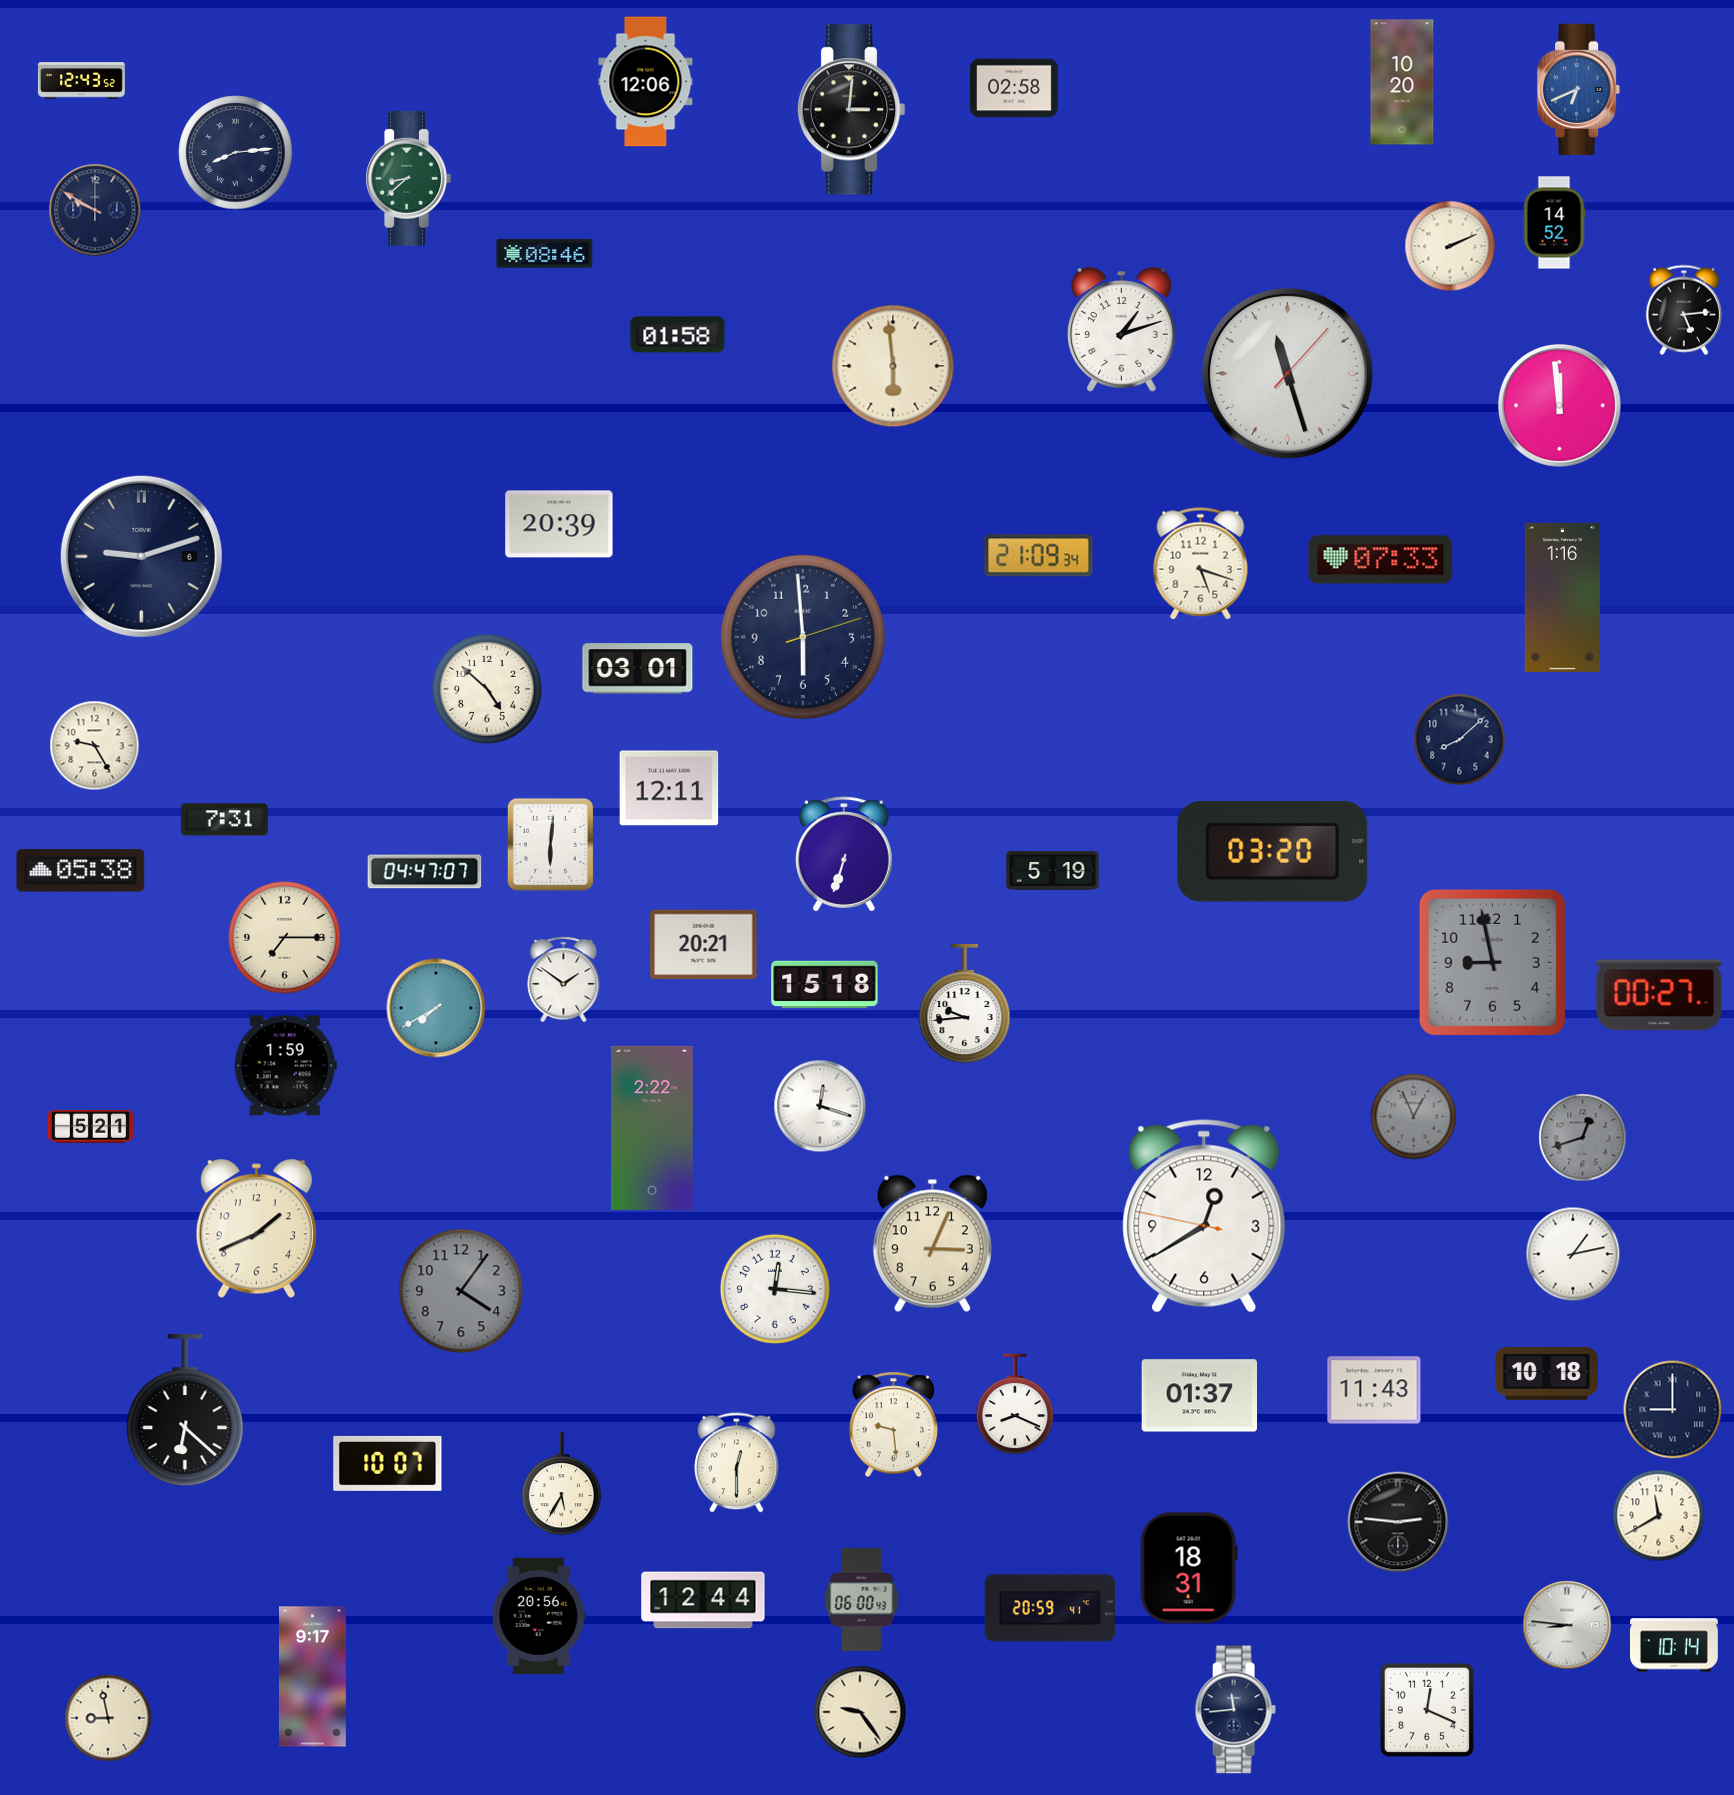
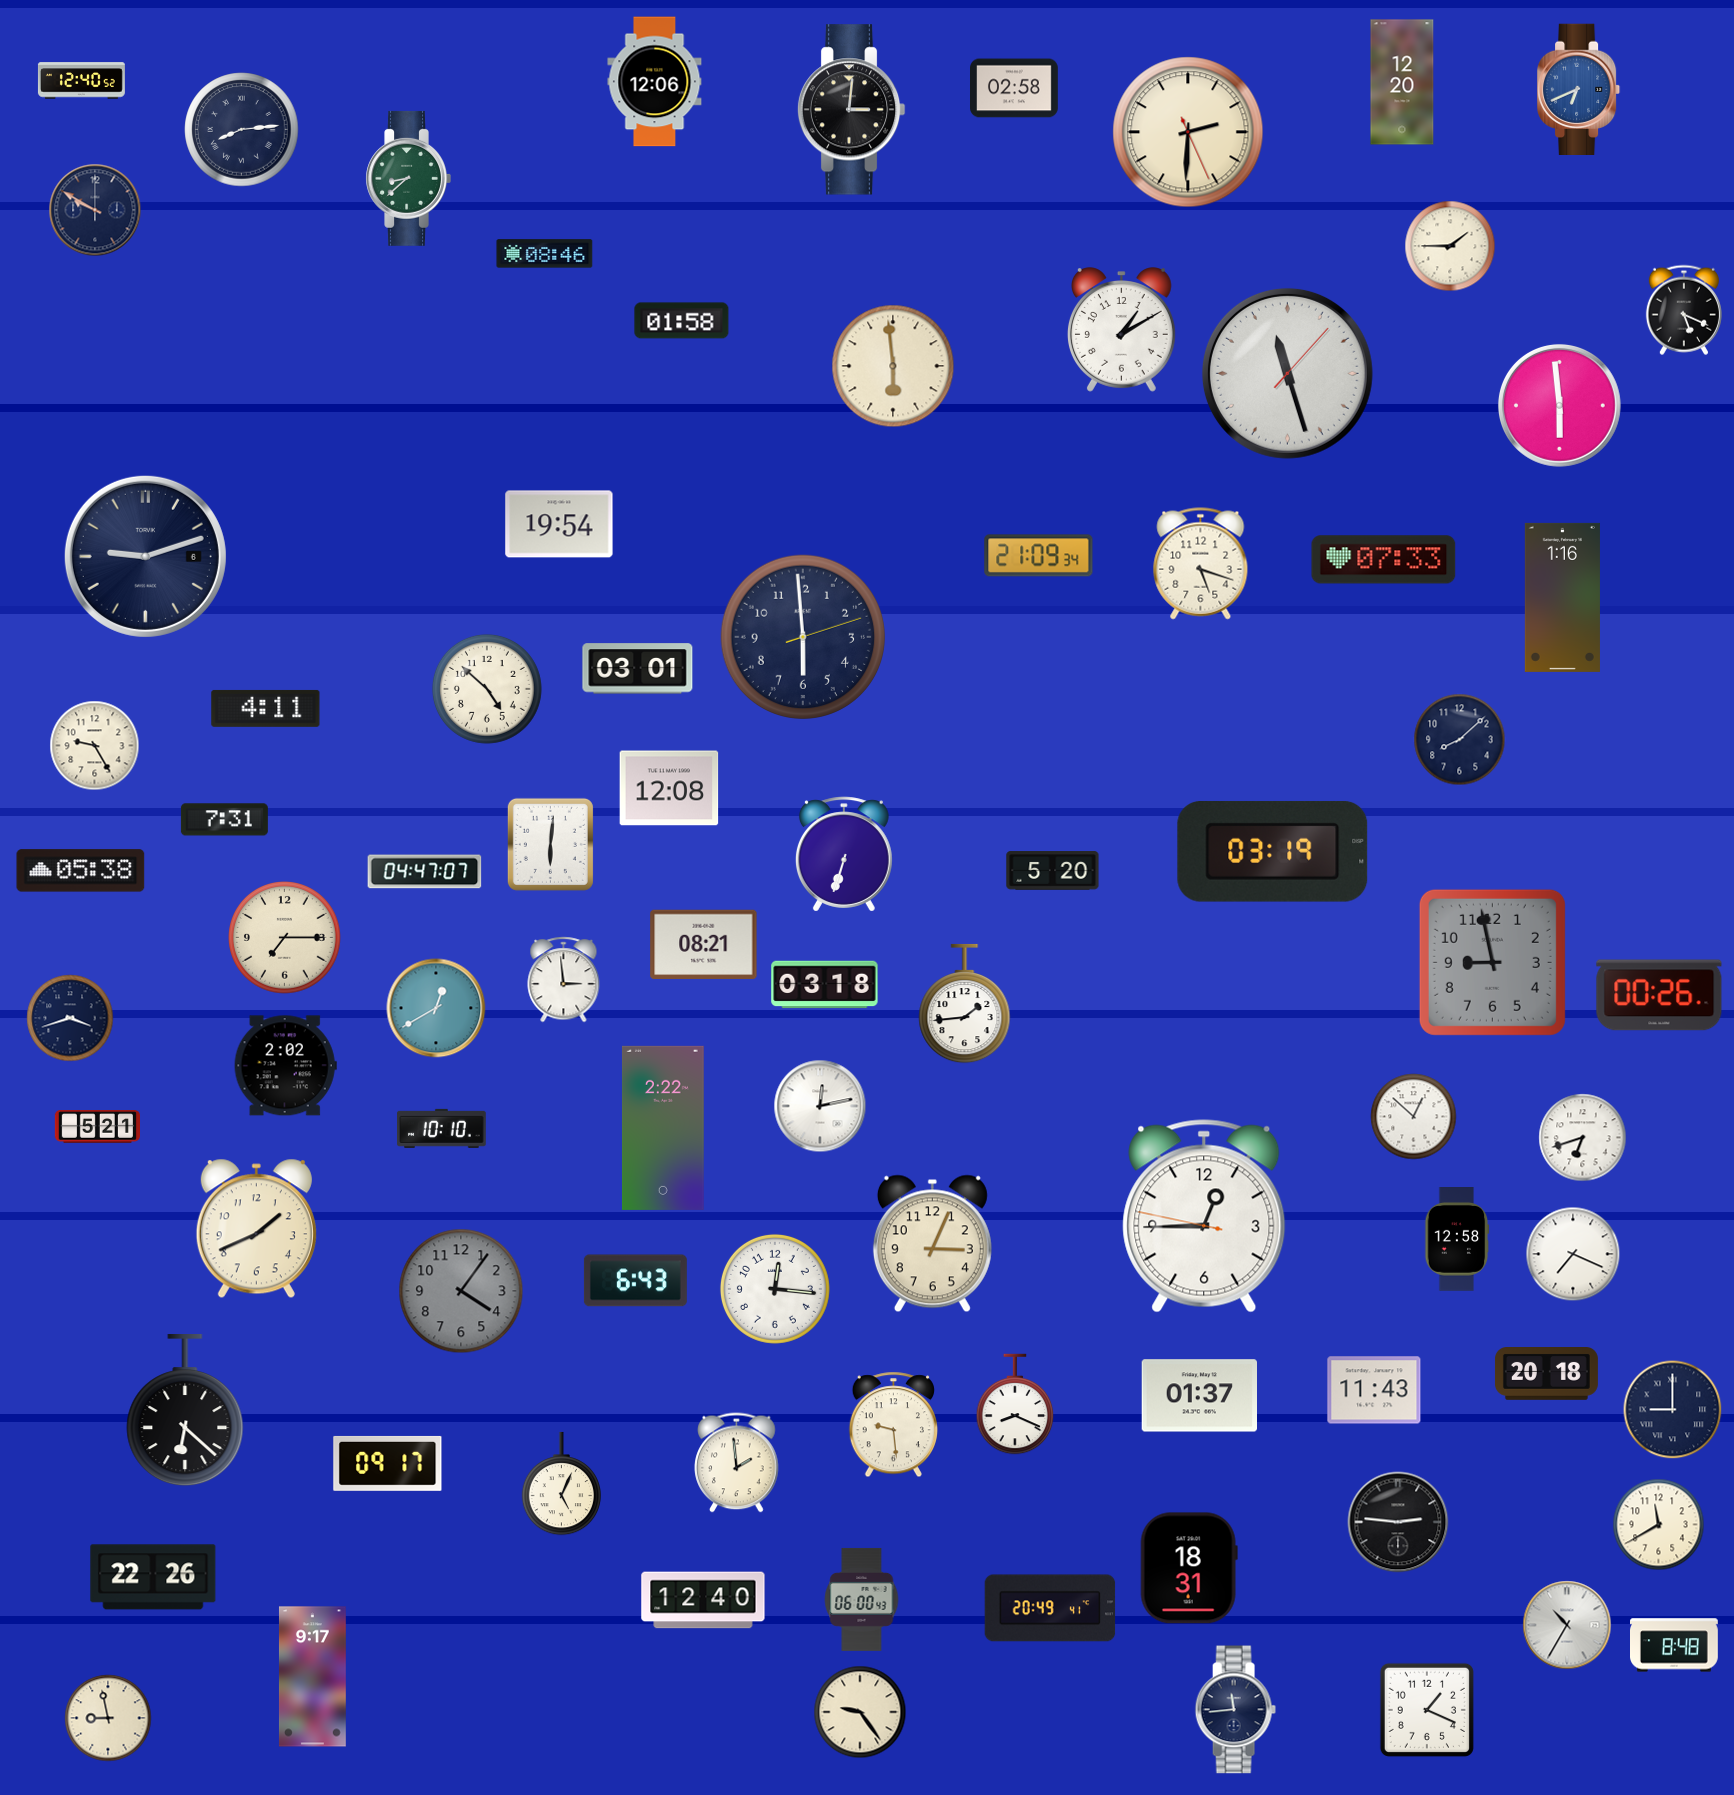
clock at (81, 81): 12:43 -> 12:40
clock at (646, 82) position: (646, 82) -> (655, 82)
clock at (1402, 82): 10:20 -> 12:20
clock at (1188, 132): none -> 2:30
clock at (236, 153) position: (236, 153) -> (242, 130)
clock at (1554, 223): 14:52 -> none
clock at (1450, 246): 2:11 -> 1:45
clock at (1684, 310): 5:14 -> 5:19
clock at (1121, 330): 1:12 -> 1:10
clock at (678, 335) position: (678, 335) -> (682, 321)
clock at (1559, 405): 11:59 -> 5:59
clock at (559, 524): 20:39 -> 19:54
clock at (141, 556) position: (141, 556) -> (145, 556)
clock at (1381, 560) position: (1381, 560) -> (1384, 560)
clock at (266, 708): none -> 4:11
clock at (669, 788): 12:11 -> 12:08
clock at (1273, 851): 03:20 -> 03:19
clock at (1053, 871): 5:19 -> 5:20
clock at (704, 945): 20:21 -> 08:21
clock at (564, 980): 1:51 -> 2:59
clock at (825, 985): 15:18 -> 03:18
clock at (1659, 995): 00:27 -> 00:26
clock at (965, 1004): 9:44 -> 1:44
clock at (436, 1008): 7:40 -> 12:40
clock at (70, 1018): none -> 3:42
clock at (285, 1066): 1:59 -> 2:02
clock at (820, 1106): 12:18 -> 12:13
clock at (1414, 1117): 12:56 -> 12:52
clock at (1414, 1117) dial: grey -> white
clock at (90, 1127) position: (90, 1127) -> (97, 1127)
clock at (442, 1128): none -> 10:10
clock at (652, 1128) position: (652, 1128) -> (663, 1128)
clock at (1583, 1138): 12:42 -> 6:42
clock at (1583, 1138) dial: grey -> white
clock at (1204, 1216): 12:39 -> 12:44
clock at (1457, 1240): none -> 12:58
clock at (1573, 1254): 1:13 -> 7:19
clock at (635, 1281): none -> 6:43
clock at (1546, 1374): 10:18 -> 20:18
clock at (388, 1463): 10:07 -> 09:17
clock at (737, 1463): 12:30 -> 1:59
clock at (561, 1484): 5:35 -> 5:04
clock at (1659, 1516) position: (1659, 1516) -> (1659, 1525)
clock at (153, 1577): none -> 22:26
clock at (703, 1600): 12:44 -> 12:40
clock at (1050, 1608): 20:59 -> 20:49
clock at (539, 1615): 20:56 -> none
clock at (1567, 1625): 8:46 -> 10:35
clock at (1675, 1645): 10:14 -> 8:48
clock at (1427, 1710): 12:19 -> 1:19
